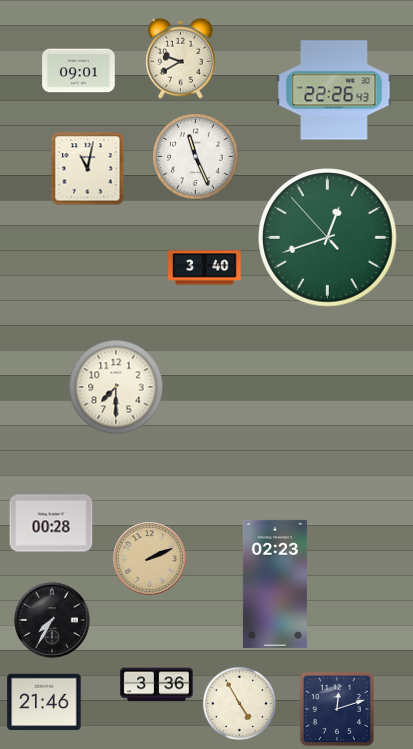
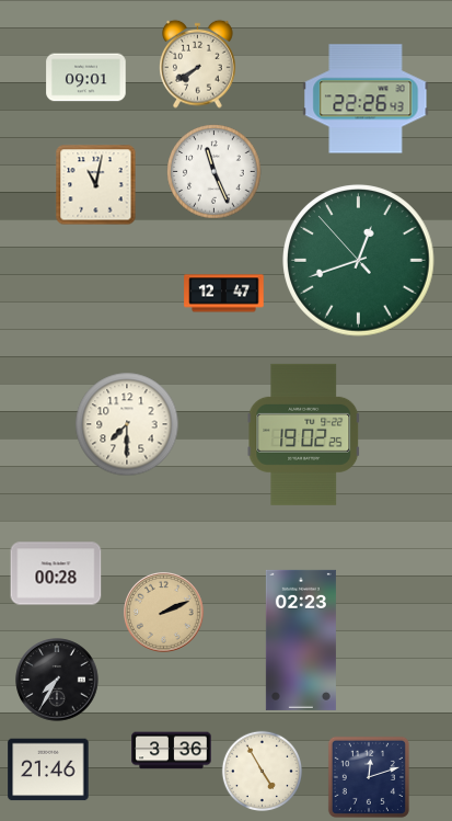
clock at (181, 58): 9:40 -> 7:40
clock at (205, 268): 3:40 -> 12:47
clock at (304, 434): none -> 19:02
